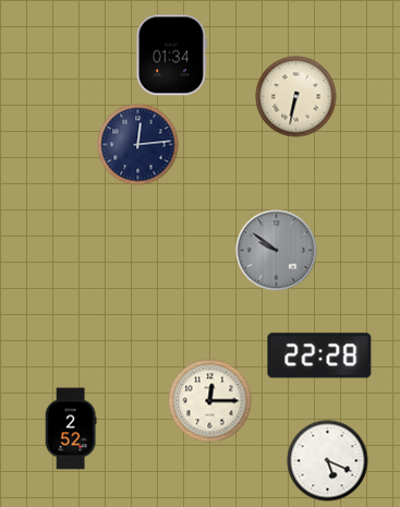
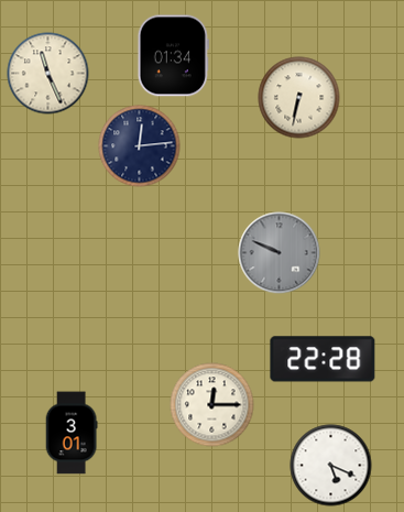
clock at (48, 74): none -> 11:26
clock at (277, 251): 9:51 -> 9:49
clock at (71, 428): 2:52 -> 3:01
